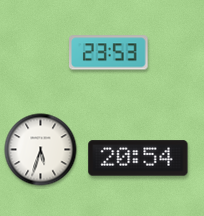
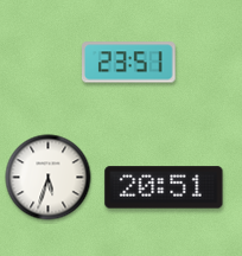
clock at (109, 53): 23:53 -> 23:51
clock at (138, 158): 20:54 -> 20:51
